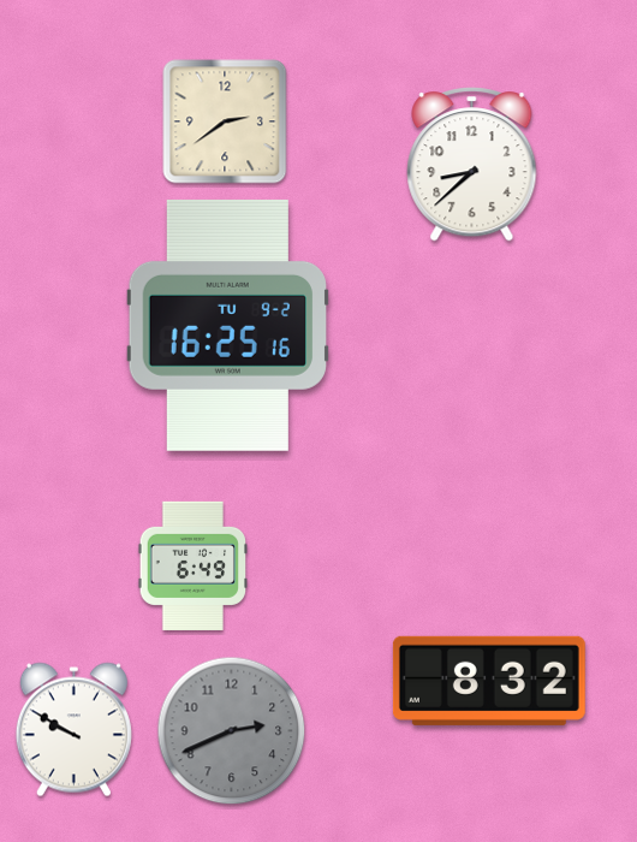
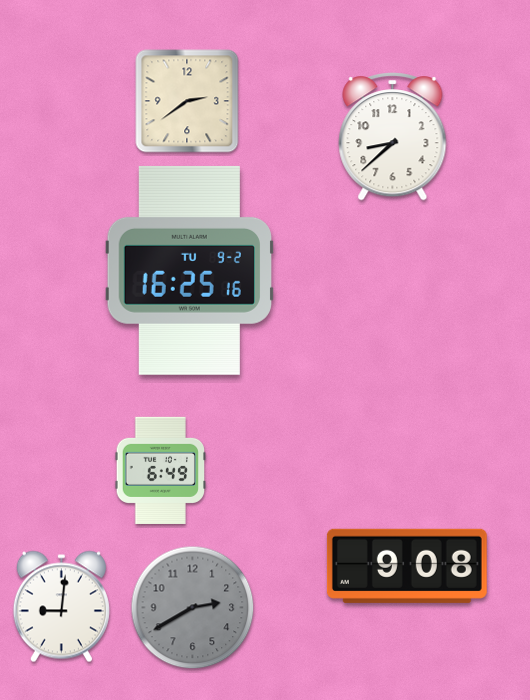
clock at (489, 681): 8:32 -> 9:08
clock at (73, 730): 9:50 -> 9:01
clock at (232, 731): 2:41 -> 2:40
